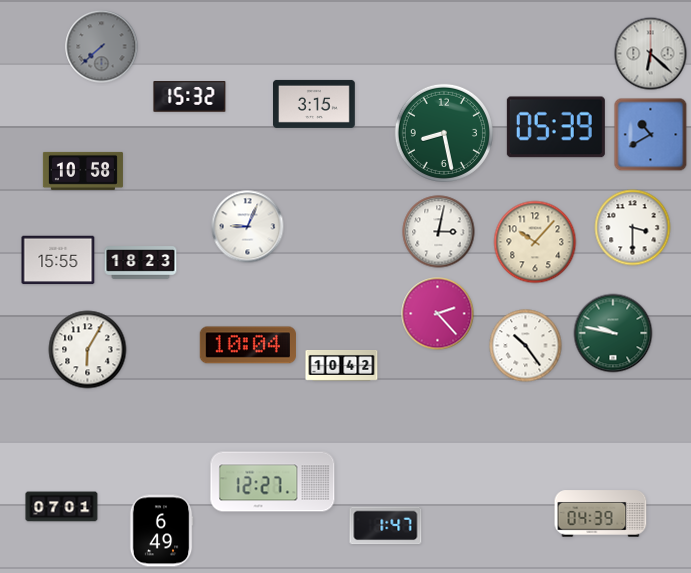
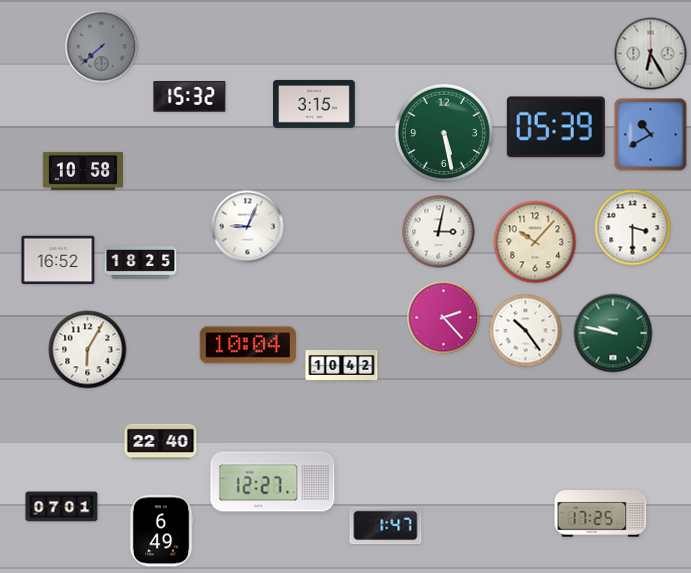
clock at (651, 54): 6:22 -> 6:25
clock at (444, 133): 8:28 -> 5:28
clock at (58, 260): 15:55 -> 16:52
clock at (141, 263): 18:23 -> 18:25
clock at (438, 314) position: (438, 314) -> (444, 318)
clock at (526, 346) position: (526, 346) -> (526, 331)
clock at (161, 442): none -> 22:40
clock at (601, 514): 04:39 -> 17:25
